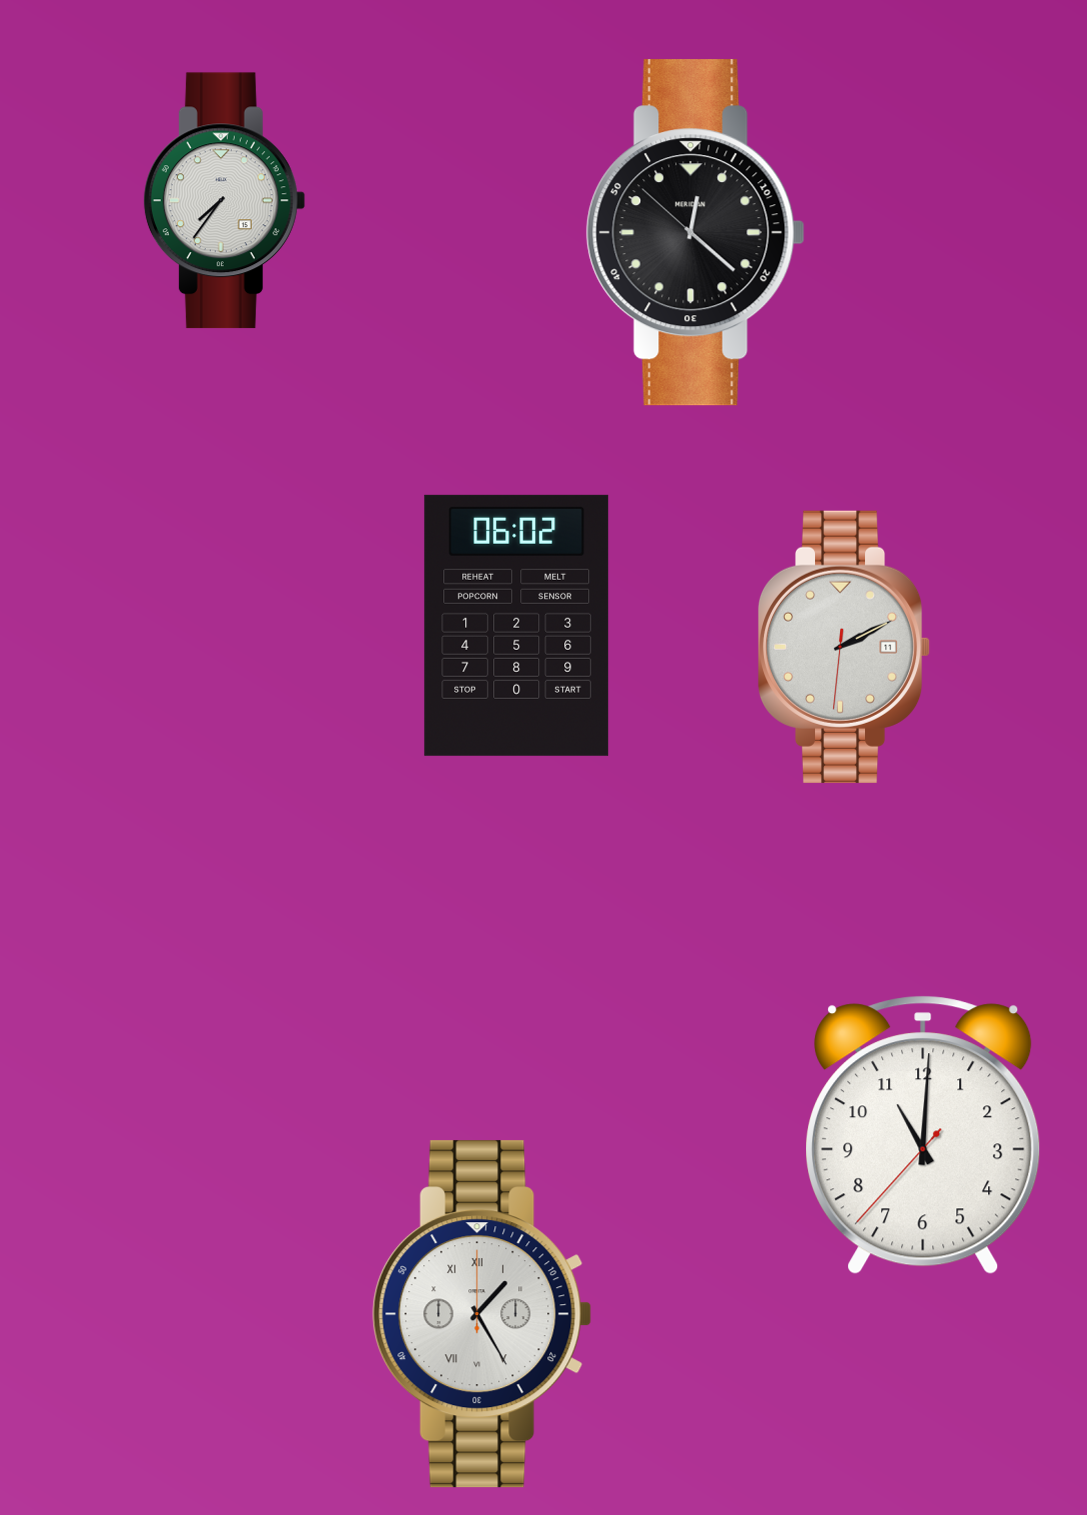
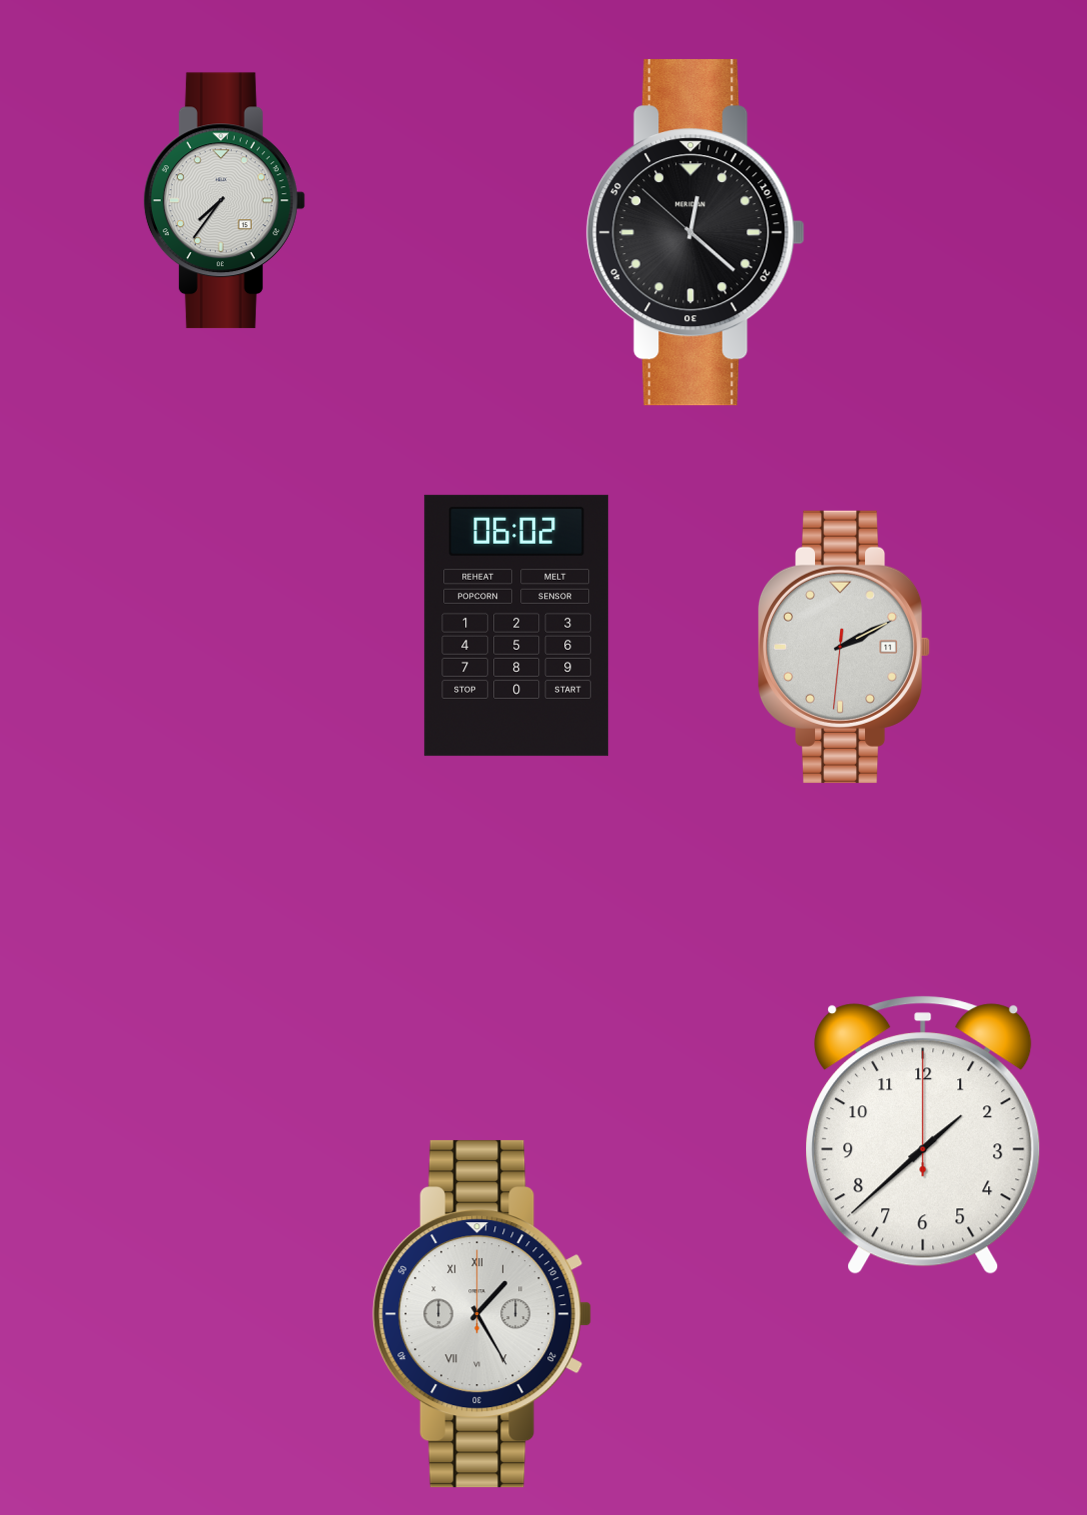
clock at (923, 1135): 11:00 -> 1:38
